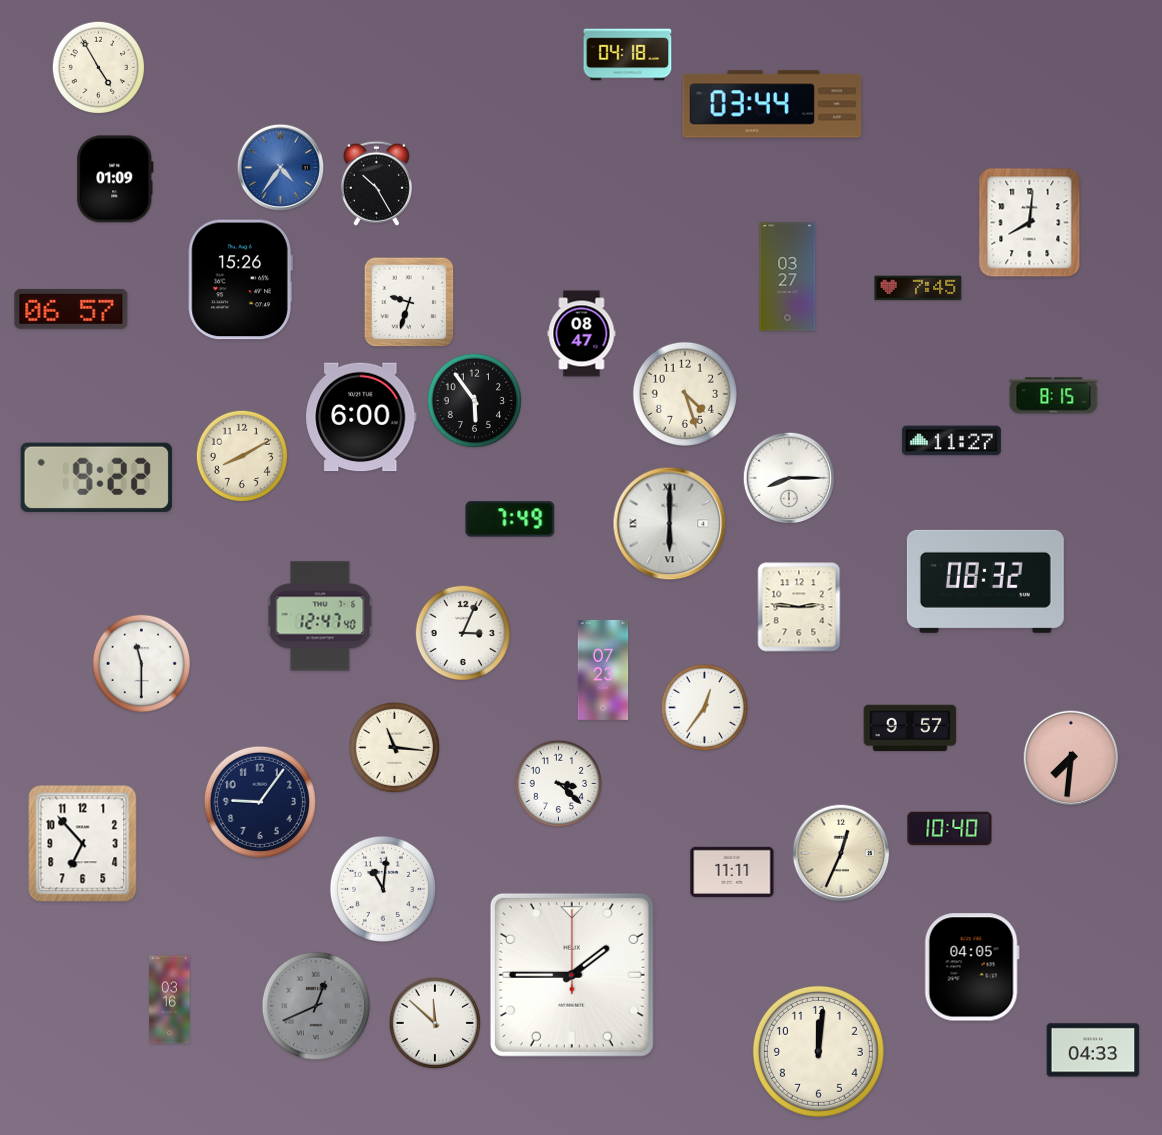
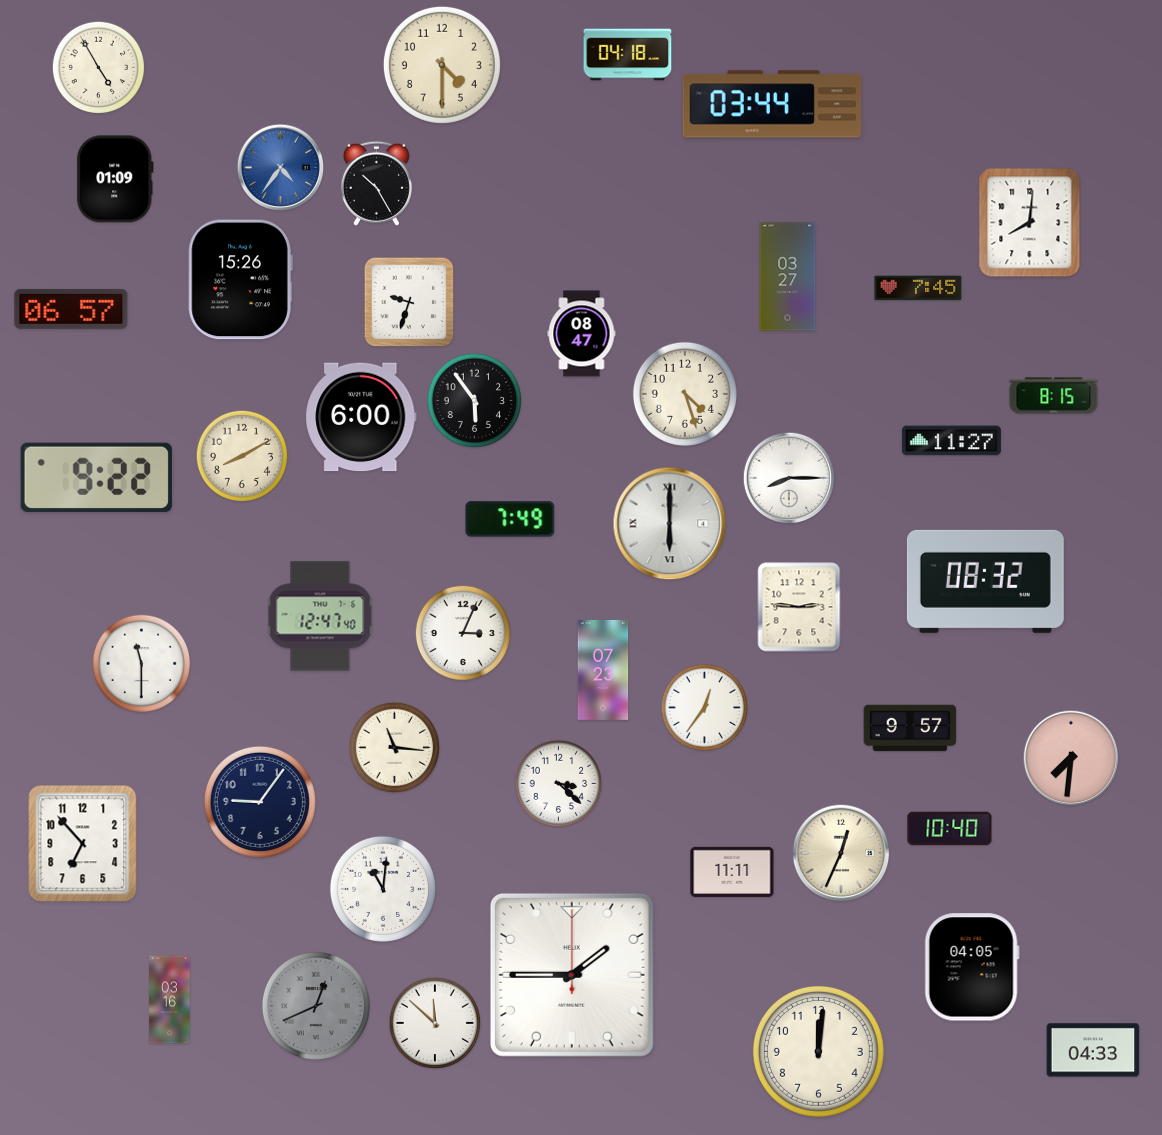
clock at (442, 65): none -> 4:30
